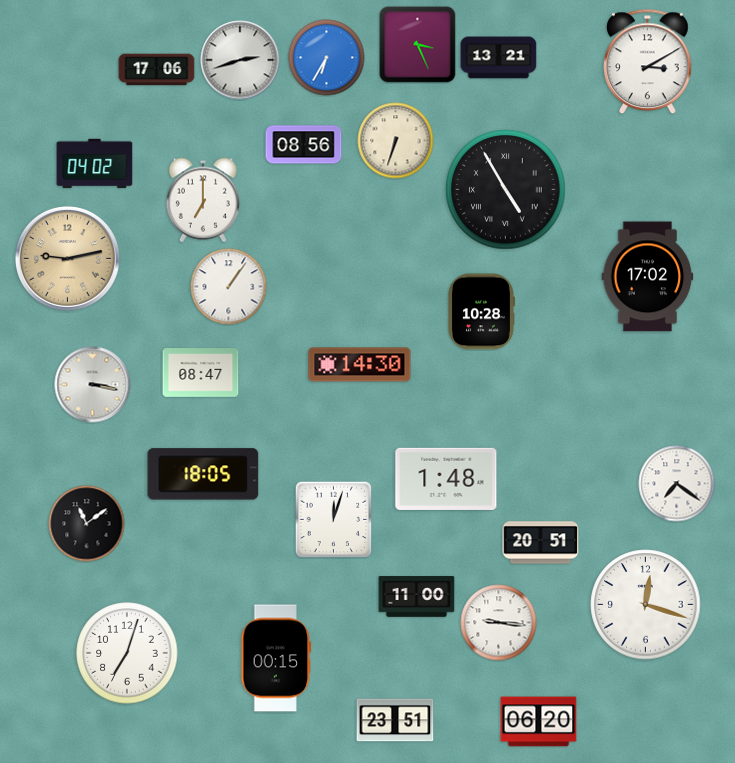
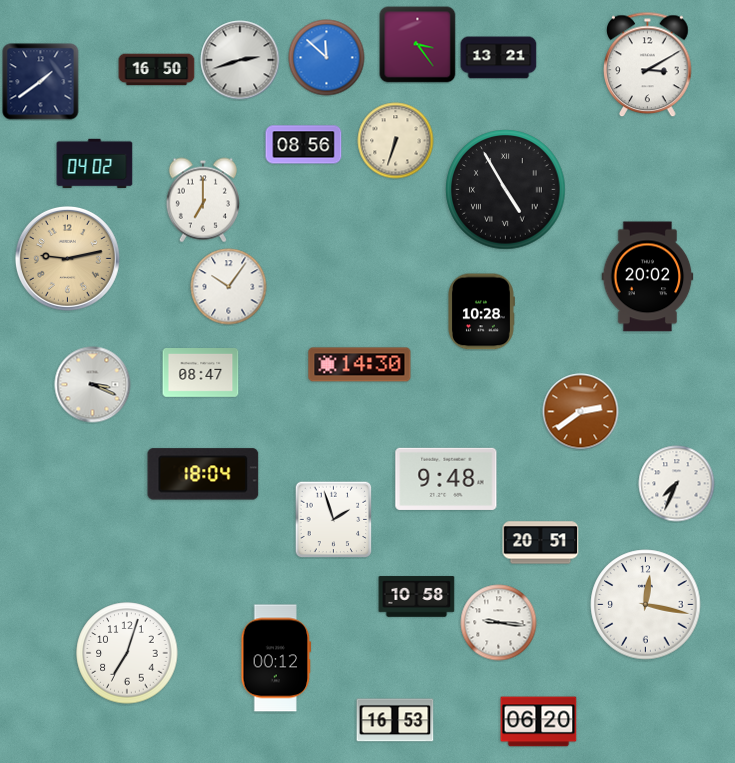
clock at (418, 45): 3:26 -> 3:24
clock at (327, 58): 6:35 -> 11:52
clock at (648, 62) position: (648, 62) -> (648, 65)
clock at (157, 70): 17:06 -> 16:50
clock at (41, 82): none -> 1:39
clock at (648, 277): 17:02 -> 20:02
clock at (229, 287): 1:06 -> 10:06
clock at (93, 385): 3:17 -> 3:19
clock at (581, 412): none -> 2:39
clock at (203, 474): 18:05 -> 18:04
clock at (446, 479): 1:48 -> 9:48
clock at (677, 484): 7:21 -> 7:34
clock at (333, 519): 12:03 -> 1:57
clock at (87, 524): 11:09 -> none
clock at (417, 597): 11:00 -> 10:58
clock at (646, 605): 12:18 -> 12:17
clock at (276, 658): 00:15 -> 00:12
clock at (395, 720): 23:51 -> 16:53
